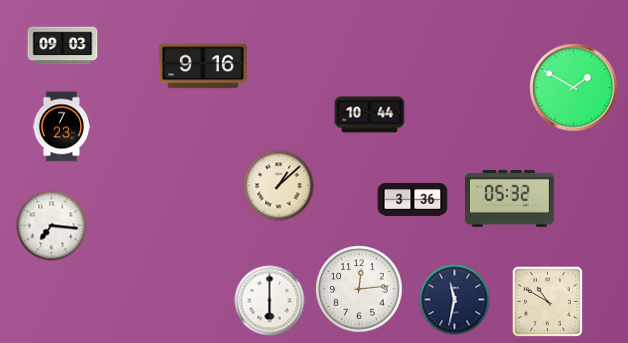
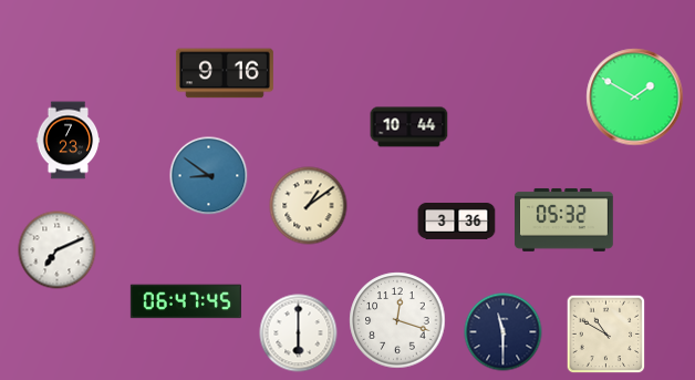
clock at (63, 46): 09:03 -> none
clock at (209, 176): none -> 8:51
clock at (279, 186): 1:08 -> 1:09
clock at (52, 226): 7:16 -> 7:11
clock at (186, 301): none -> 06:47
clock at (359, 289): 12:14 -> 12:18
clock at (455, 300): 11:32 -> 11:30
